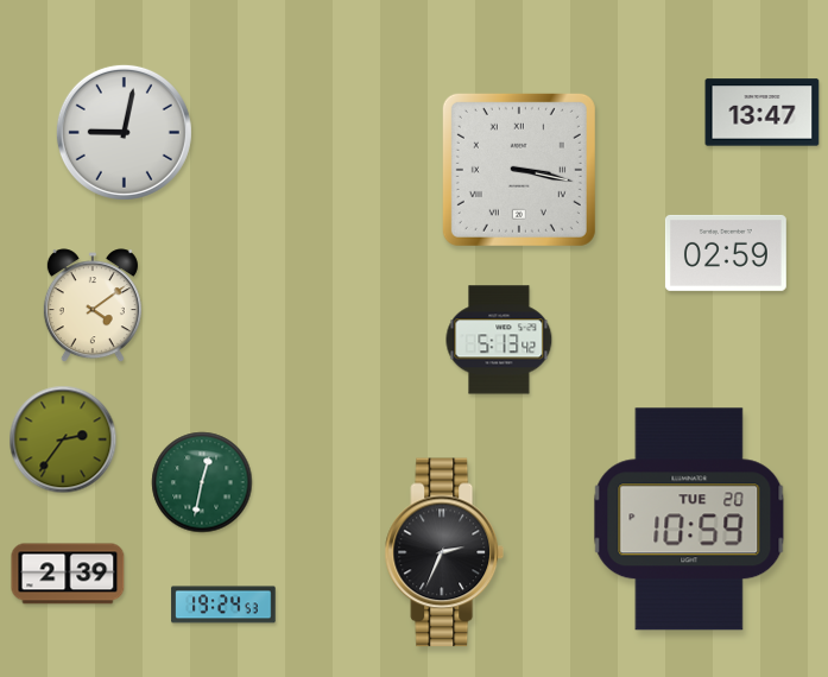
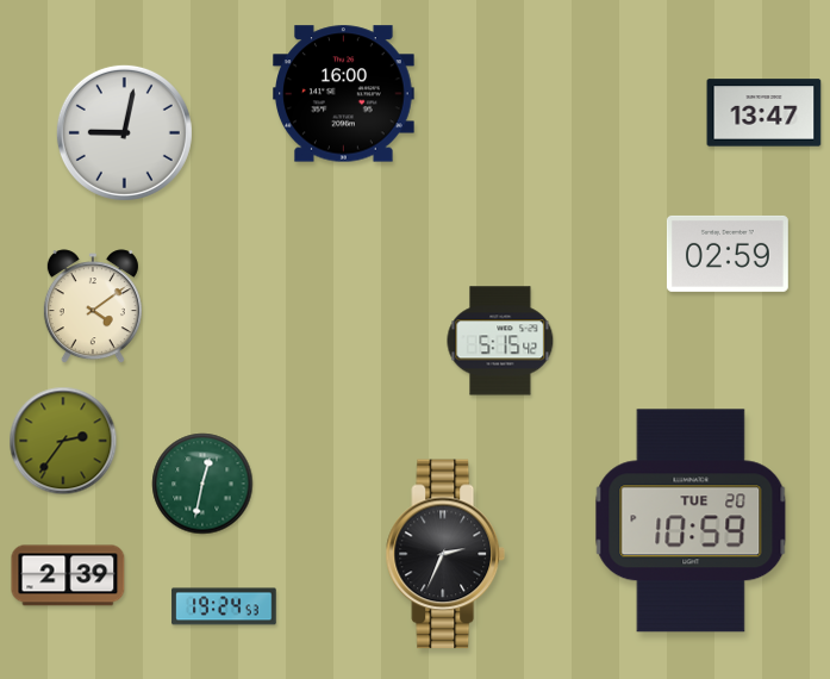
clock at (344, 94): none -> 16:00
clock at (519, 170): 3:17 -> none
clock at (499, 340): 5:13 -> 5:15
